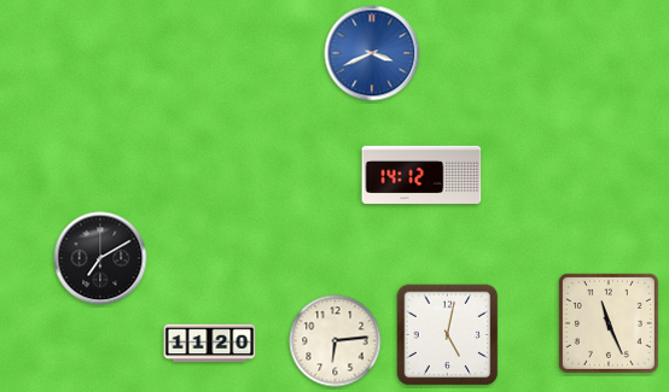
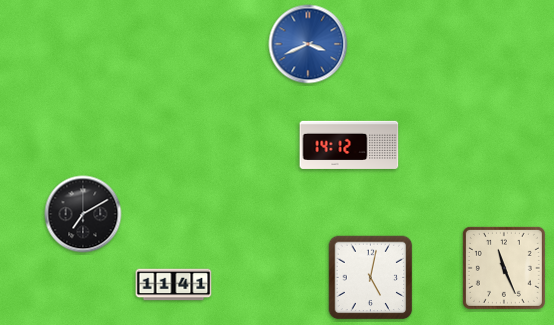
clock at (336, 341): 6:14 -> none
clock at (210, 344): 11:20 -> 11:41
